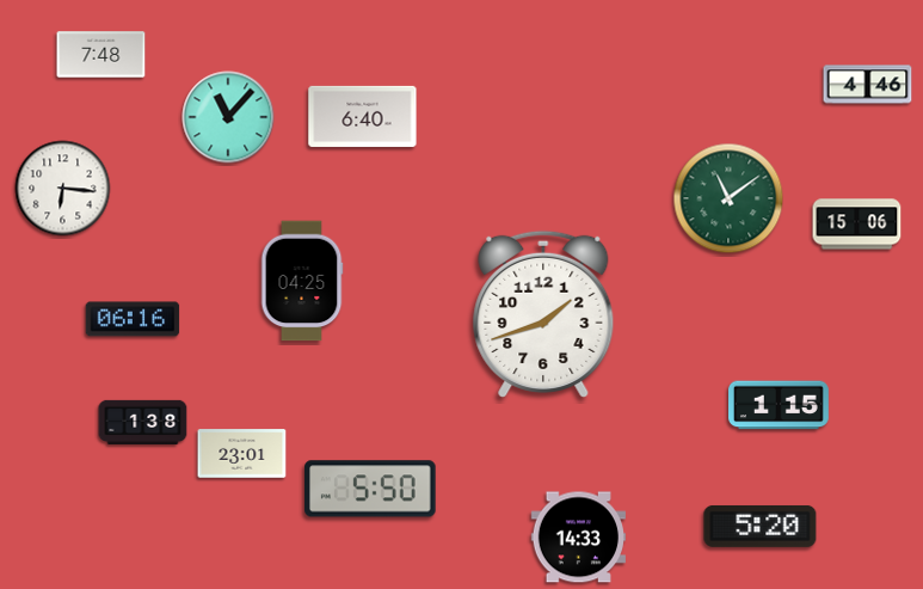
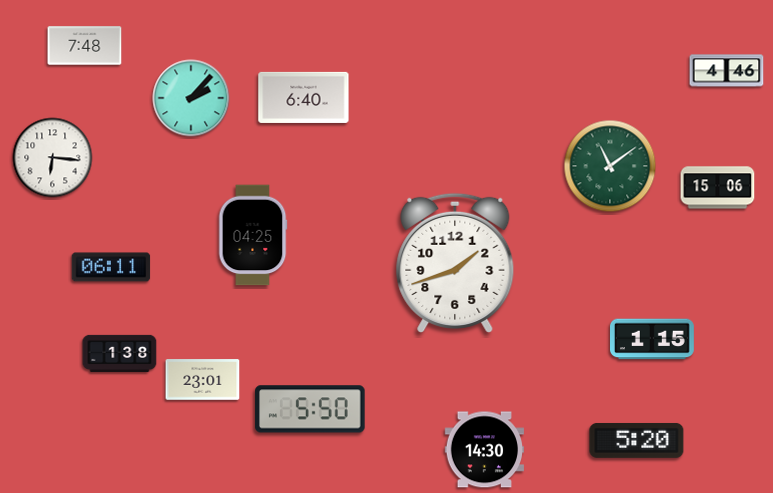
clock at (228, 117): 11:07 -> 2:07
clock at (133, 319): 06:16 -> 06:11
clock at (579, 538): 14:33 -> 14:30
